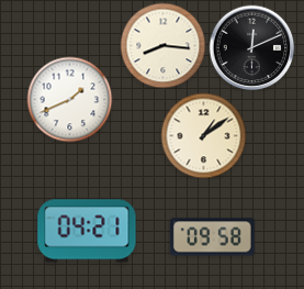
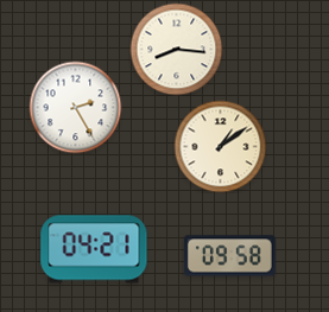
clock at (251, 47): 12:11 -> none
clock at (69, 99): 1:41 -> 2:25
